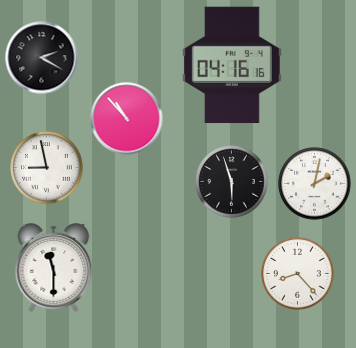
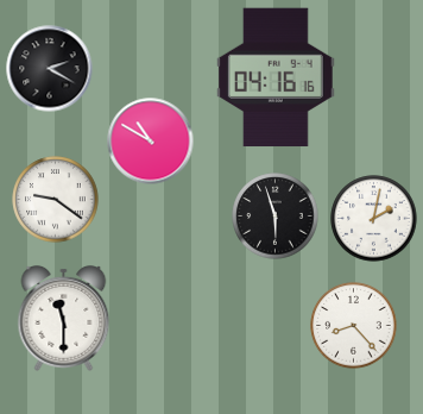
clock at (127, 119): 10:53 -> 10:50
clock at (47, 168): 8:58 -> 9:21
